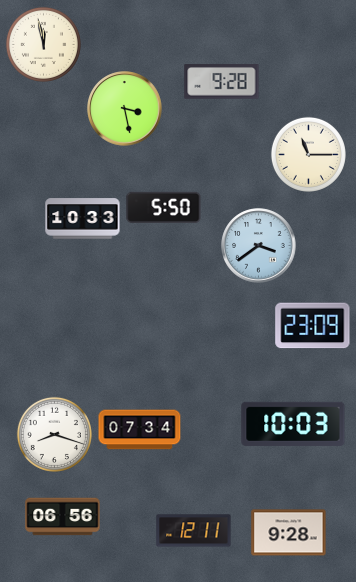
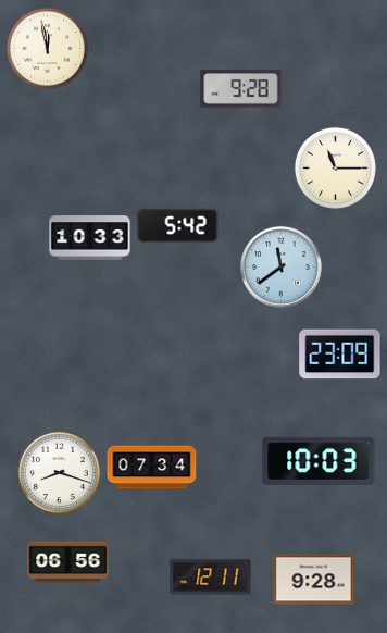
clock at (125, 109): 3:28 -> none
clock at (164, 207): 5:50 -> 5:42
clock at (259, 246): 3:39 -> 11:39
